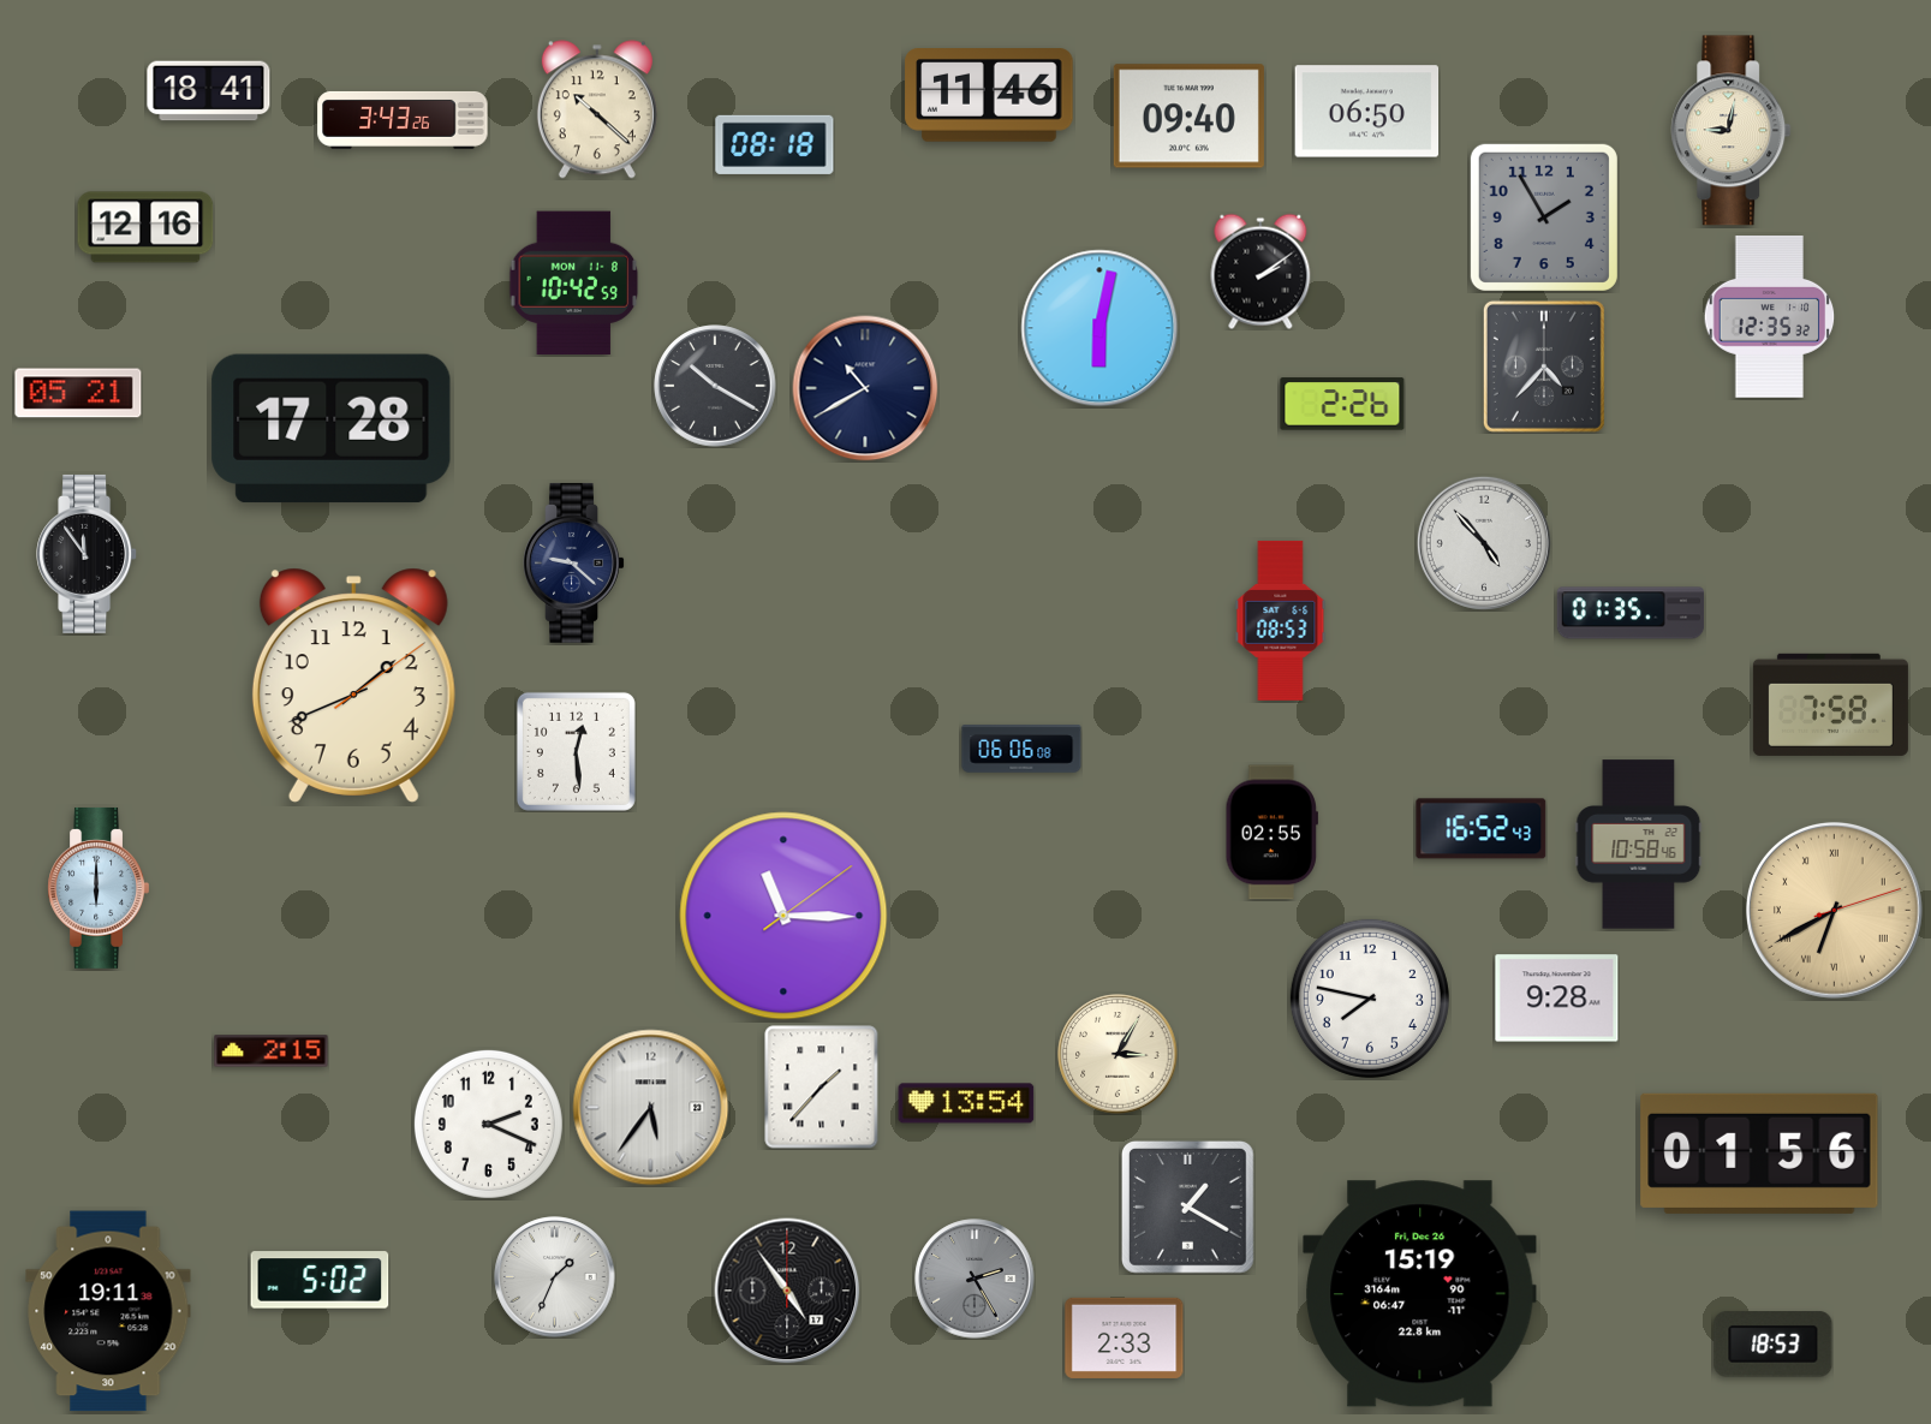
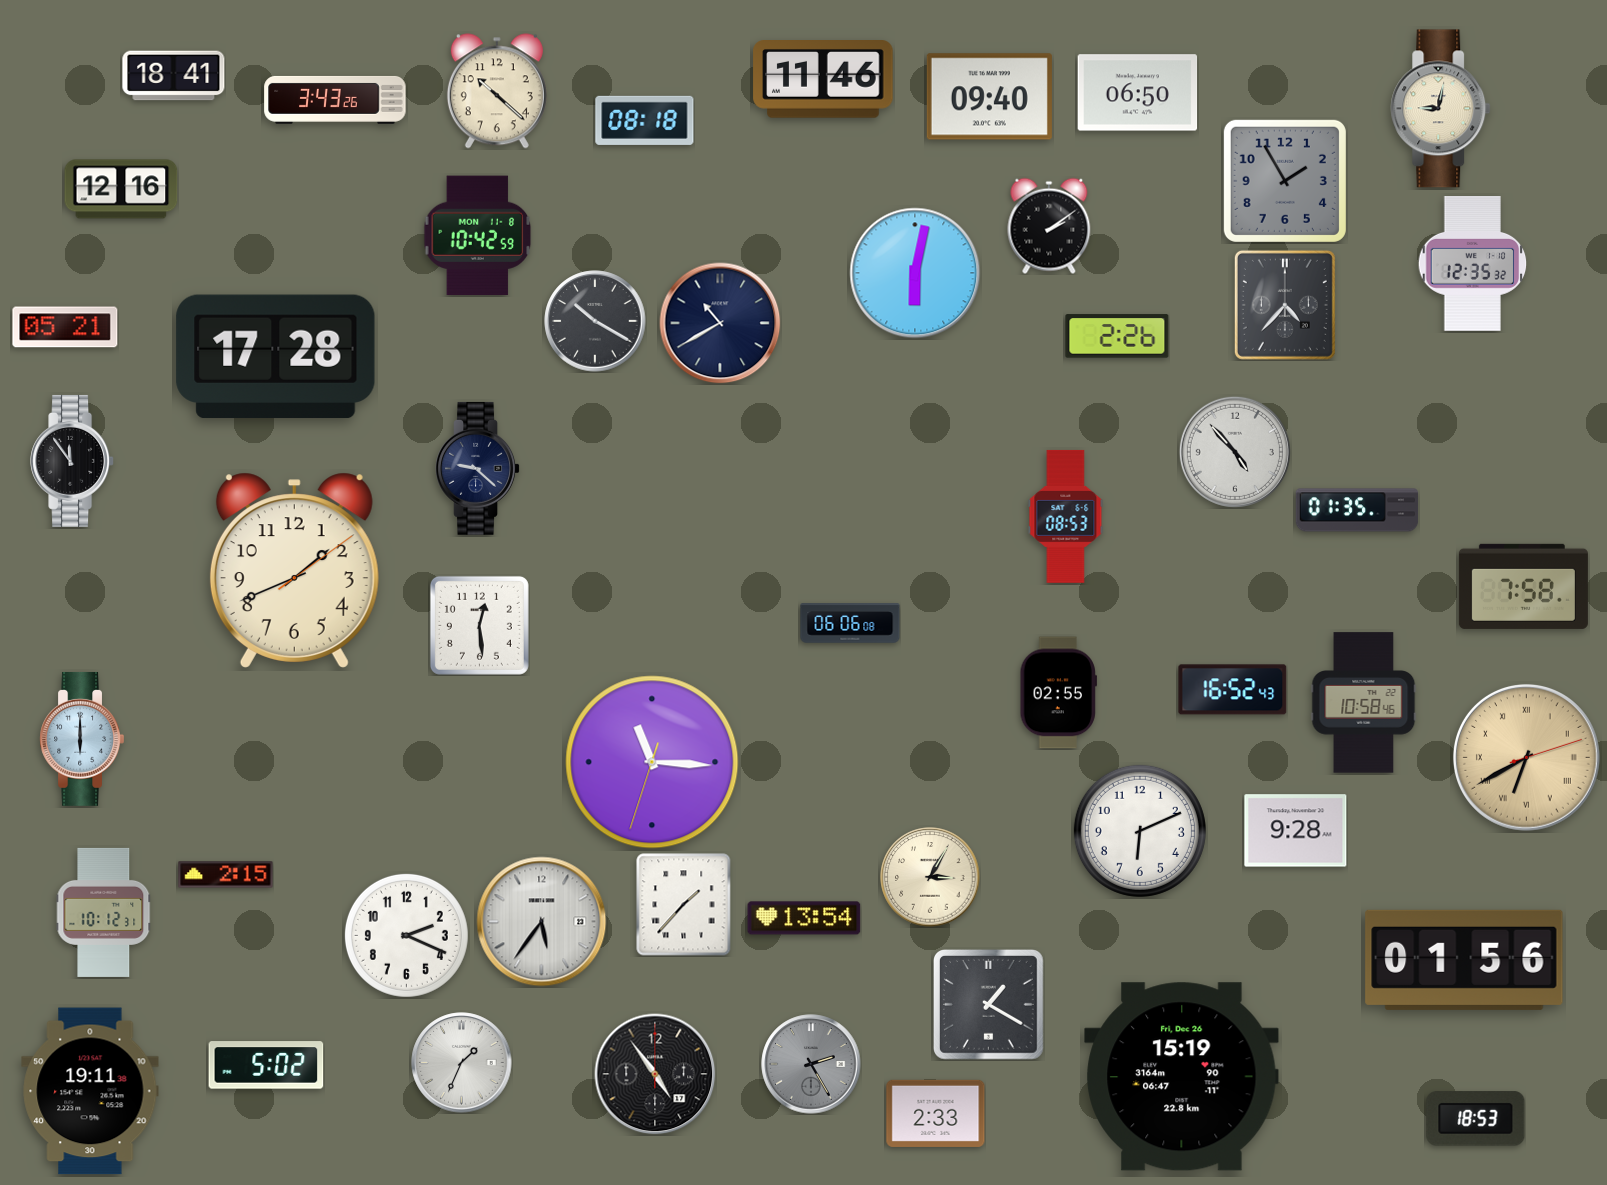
clock at (783, 916): 11:15:09 -> 11:15:33
clock at (1370, 999): 7:47 -> 6:11
clock at (104, 912): none -> 10:12
